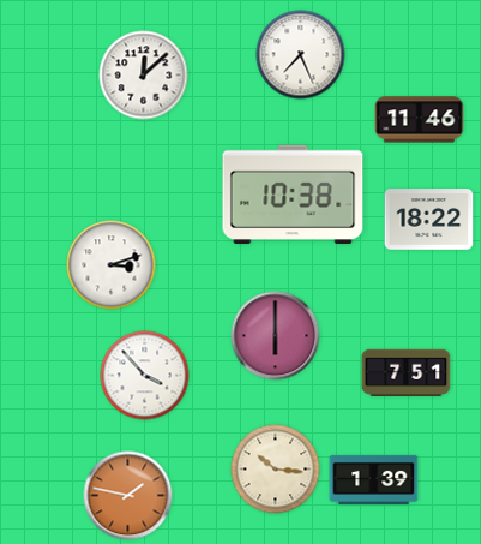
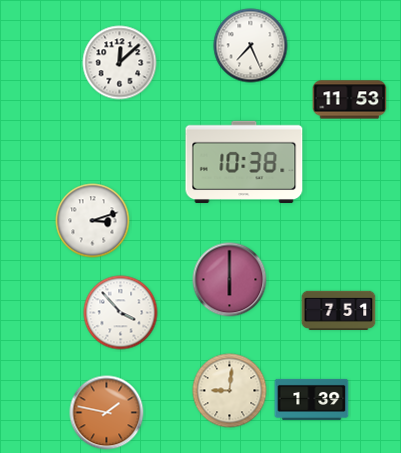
clock at (420, 120): 11:46 -> 11:53
clock at (429, 220): 18:22 -> none
clock at (276, 470): 10:16 -> 9:01
